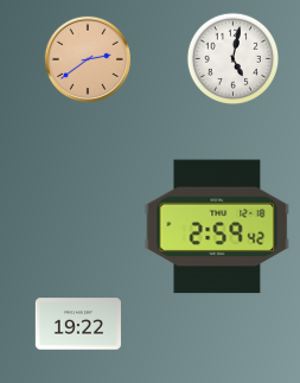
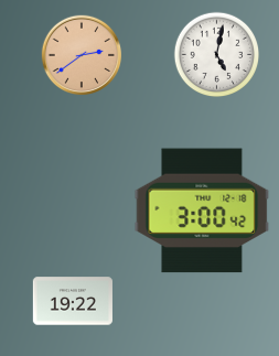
clock at (217, 226): 2:59 -> 3:00
